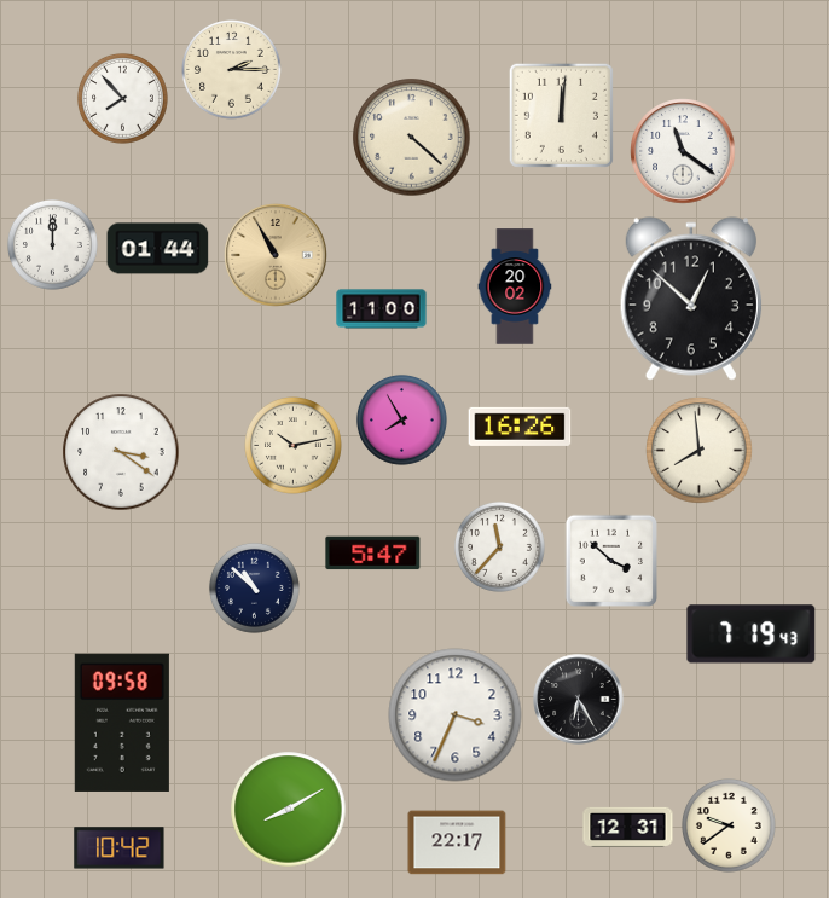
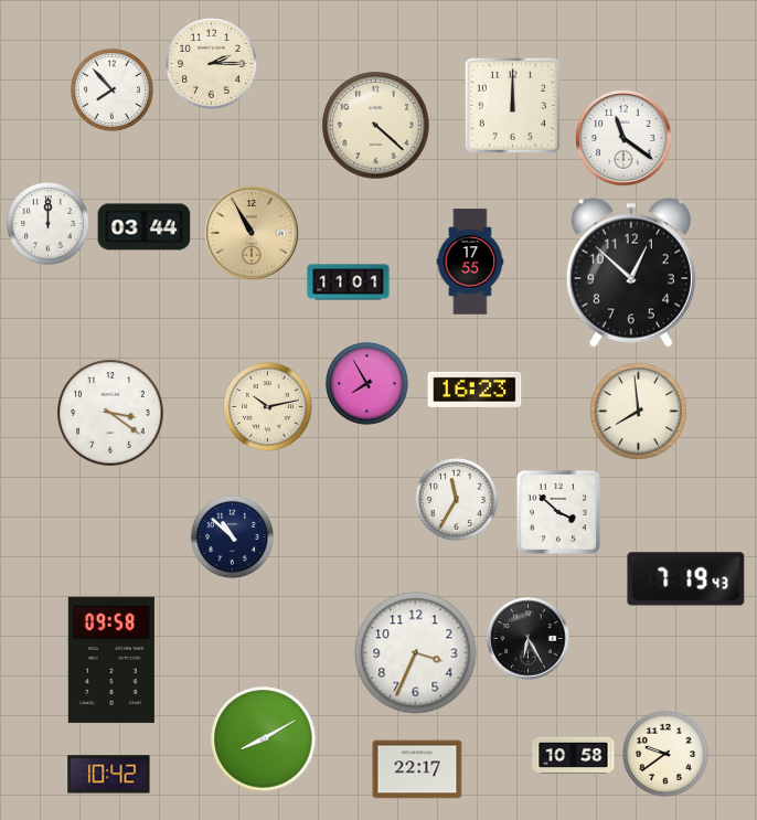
clock at (561, 115): 12:01 -> 12:00
clock at (158, 249): 01:44 -> 03:44
clock at (515, 286): 20:02 -> 17:55
clock at (382, 309): 11:00 -> 11:01
clock at (520, 427): 16:26 -> 16:23
clock at (499, 546): 11:37 -> 11:35
clock at (373, 554): 5:47 -> none
clock at (628, 827): 12:31 -> 10:58
